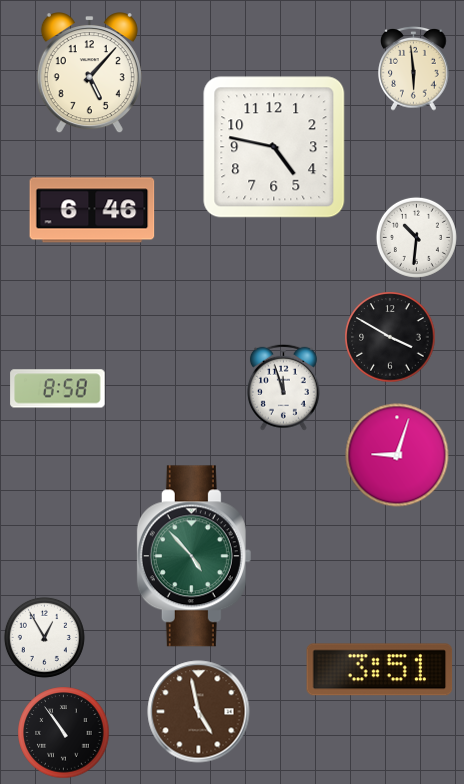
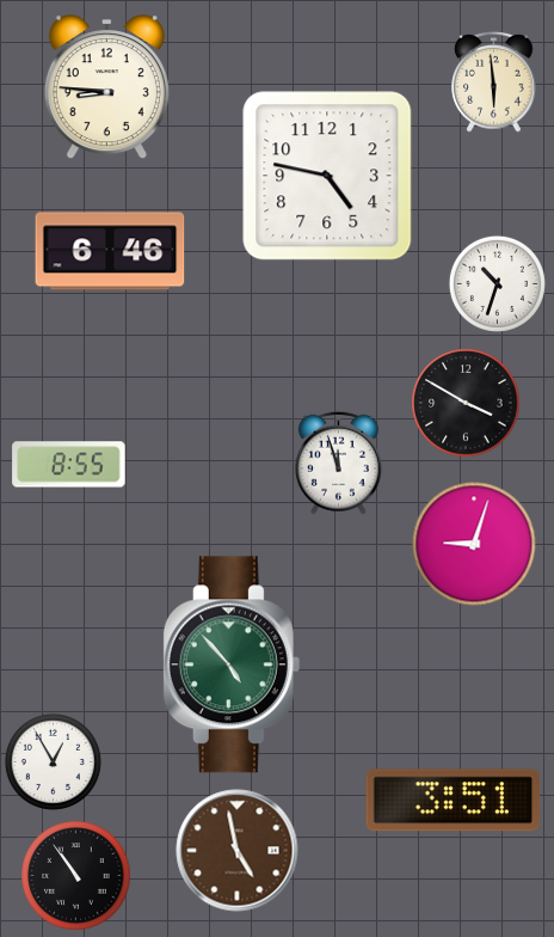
clock at (89, 73): 5:07 -> 8:46
clock at (416, 237): 10:31 -> 10:33
clock at (58, 389): 8:58 -> 8:55
